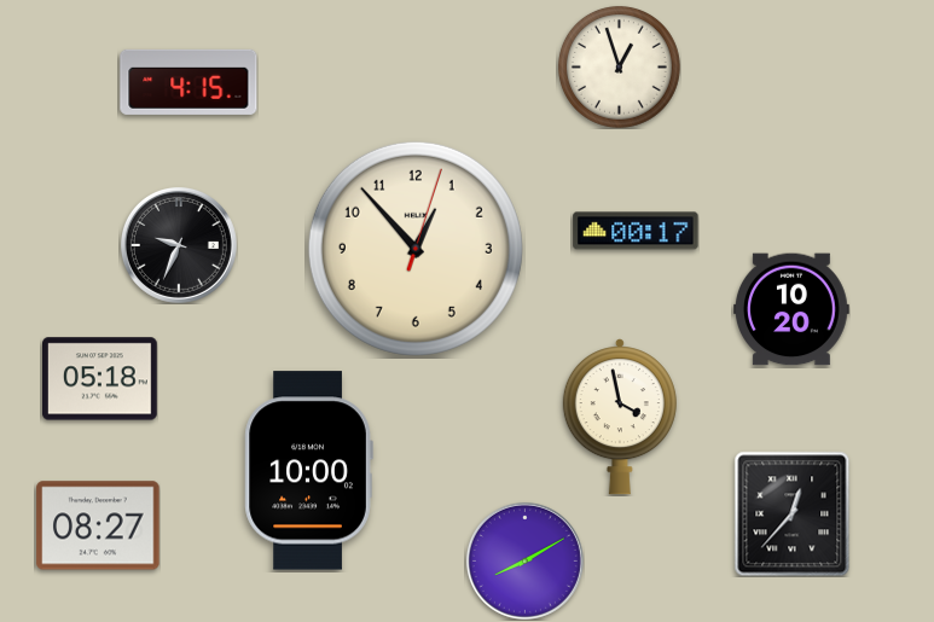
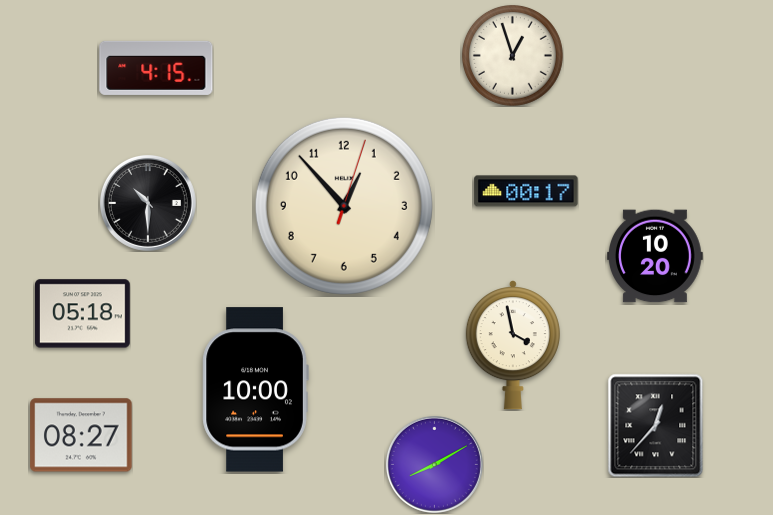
clock at (179, 245): 9:34 -> 10:30
